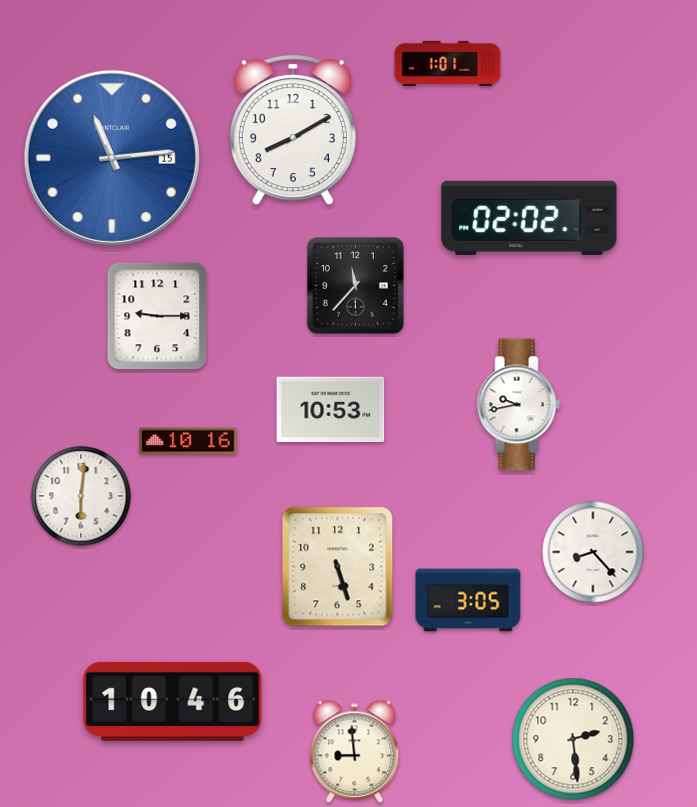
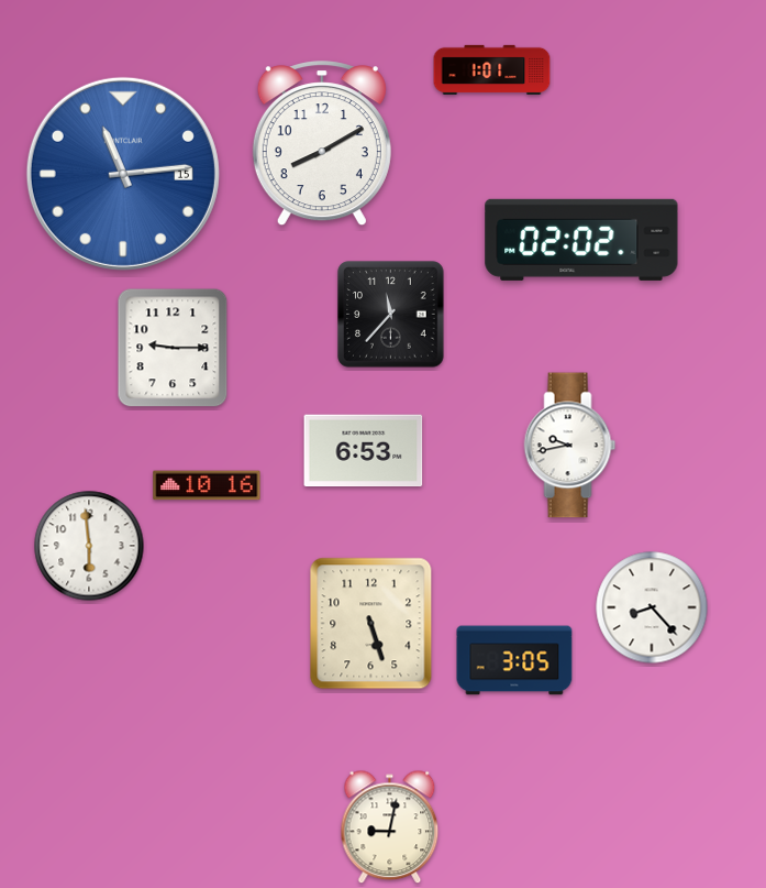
clock at (331, 410): 10:53 -> 6:53
clock at (81, 496): 6:01 -> 5:59
clock at (173, 701): 10:46 -> none
clock at (573, 739): 2:29 -> none
clock at (355, 752): 8:59 -> 9:02
